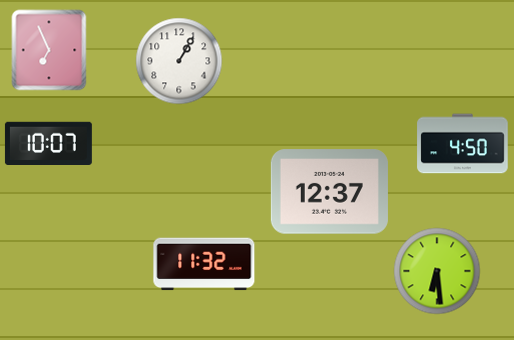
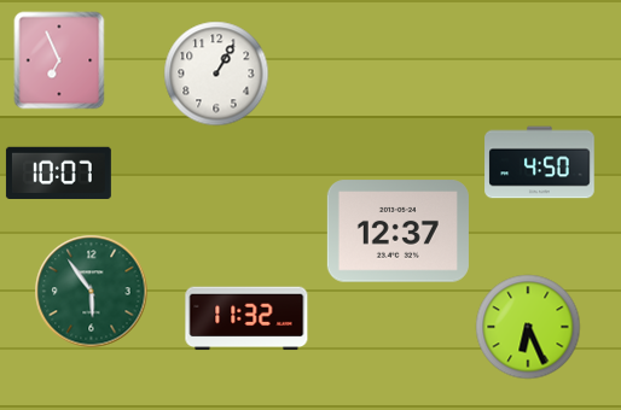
clock at (463, 144) position: (463, 144) -> (540, 163)
clock at (92, 292): none -> 5:54
clock at (437, 271): 6:29 -> 6:26
